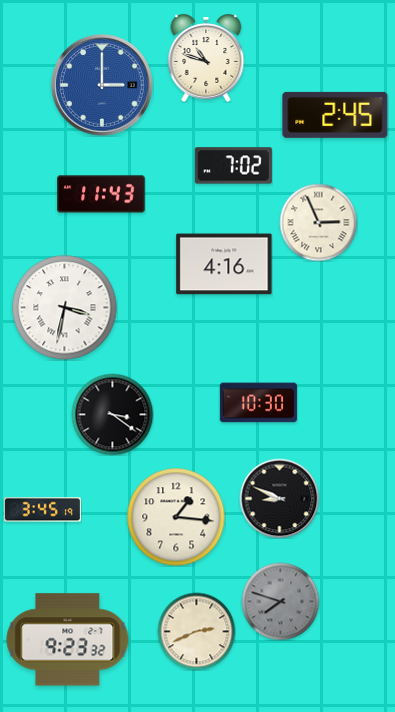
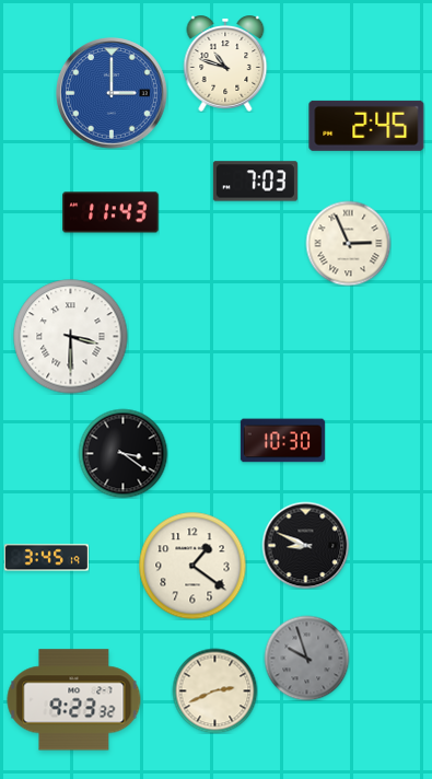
clock at (233, 166): 7:02 -> 7:03
clock at (224, 264): 4:16 -> none
clock at (65, 308): 3:32 -> 3:30
clock at (176, 517): 1:16 -> 1:21
clock at (280, 601): 7:48 -> 9:57
